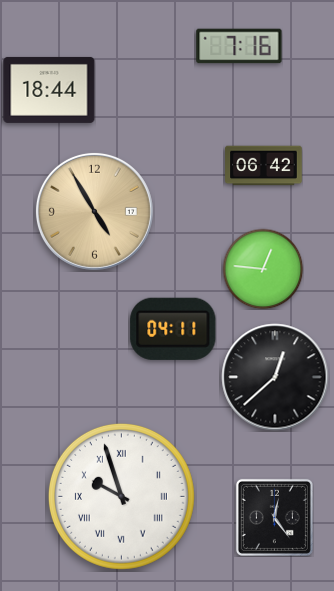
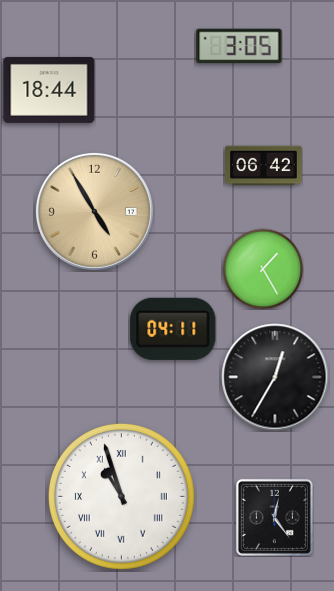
clock at (239, 46): 7:16 -> 3:05
clock at (263, 269): 12:46 -> 1:25
clock at (275, 377): 12:38 -> 12:35
clock at (121, 496): 9:57 -> 10:57
